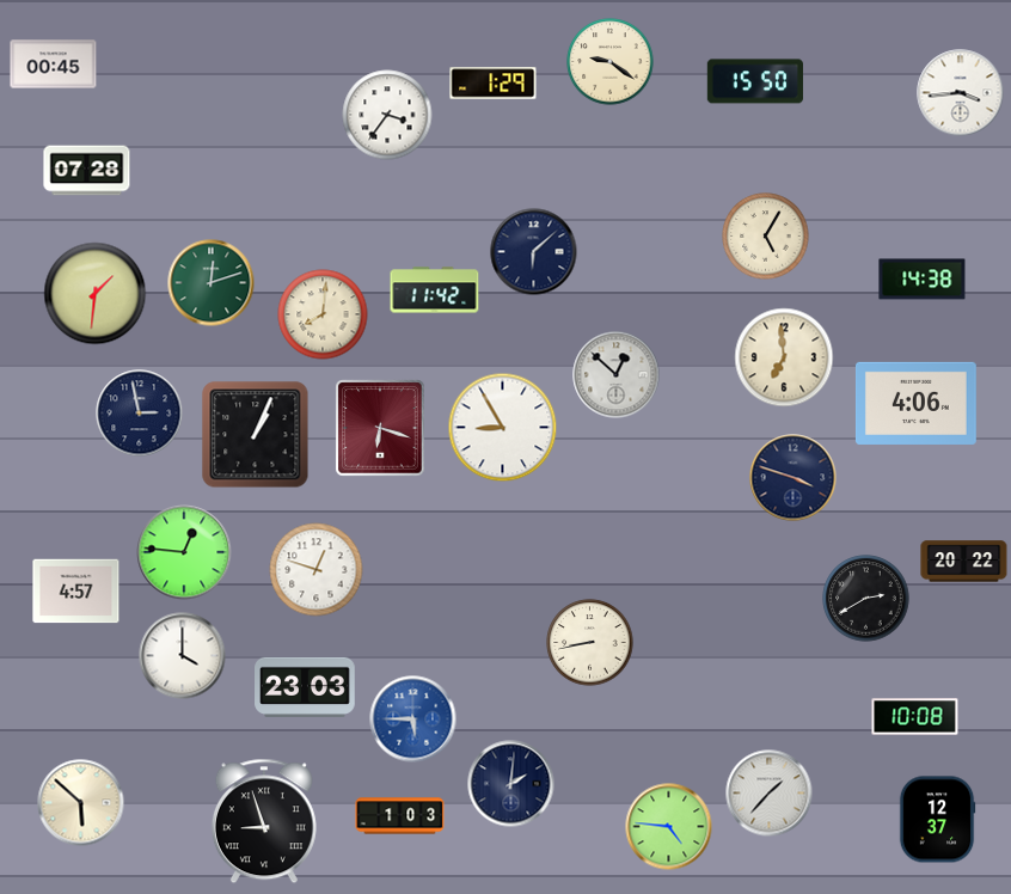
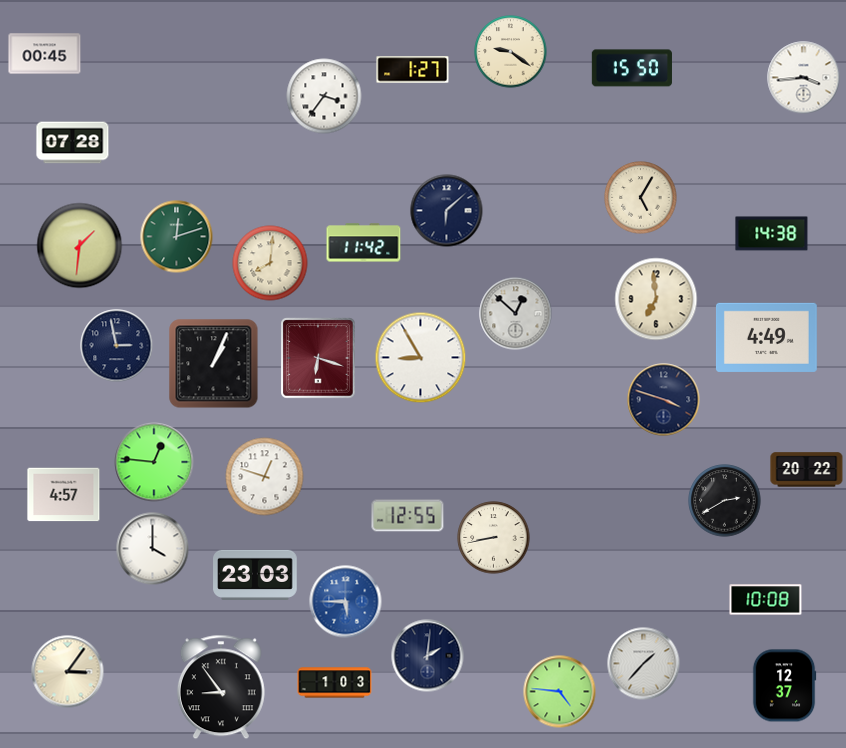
clock at (494, 84): 1:29 -> 1:27
clock at (915, 403): 4:06 -> 4:49
clock at (408, 516): none -> 12:55
clock at (81, 803): 5:52 -> 3:06
clock at (264, 821): 8:57 -> 8:54
